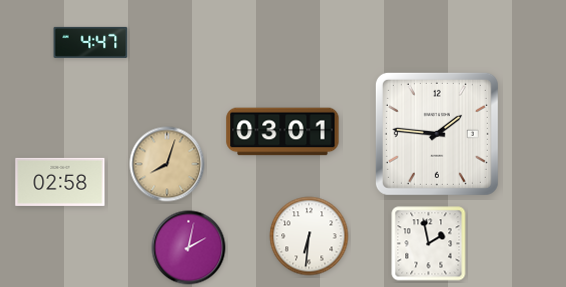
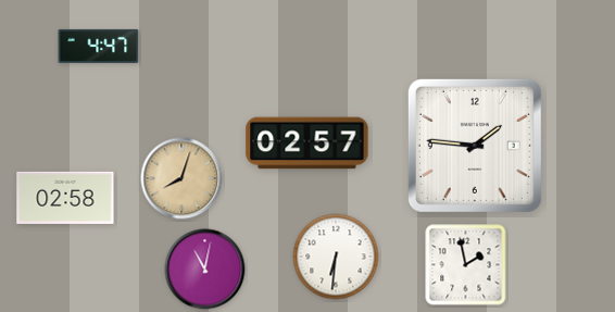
clock at (283, 132): 03:01 -> 02:57
clock at (189, 248): 2:02 -> 11:02
